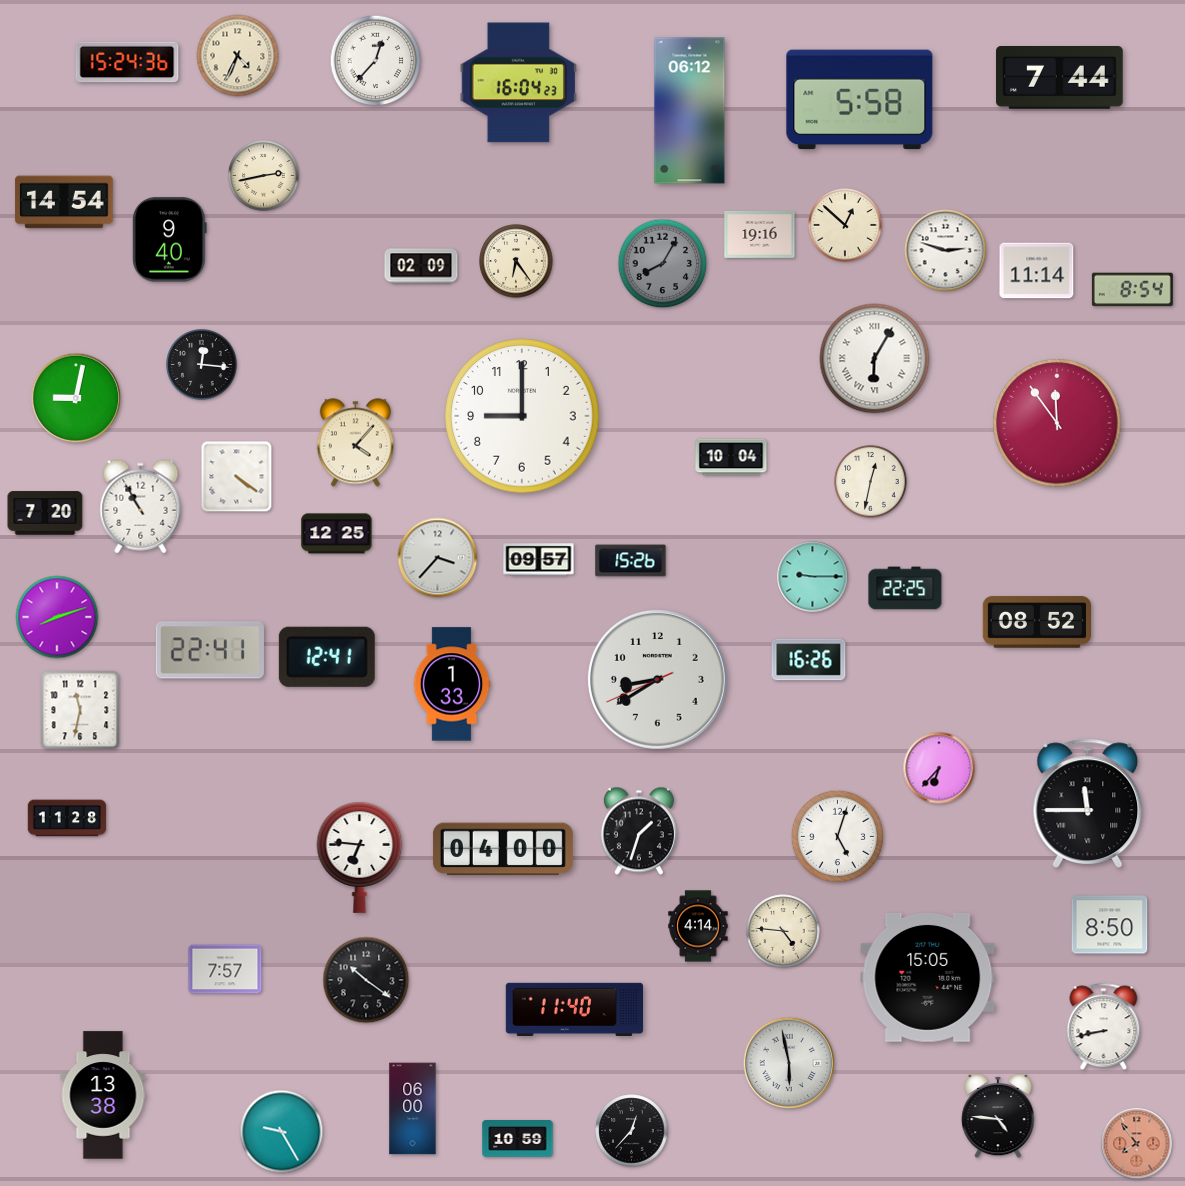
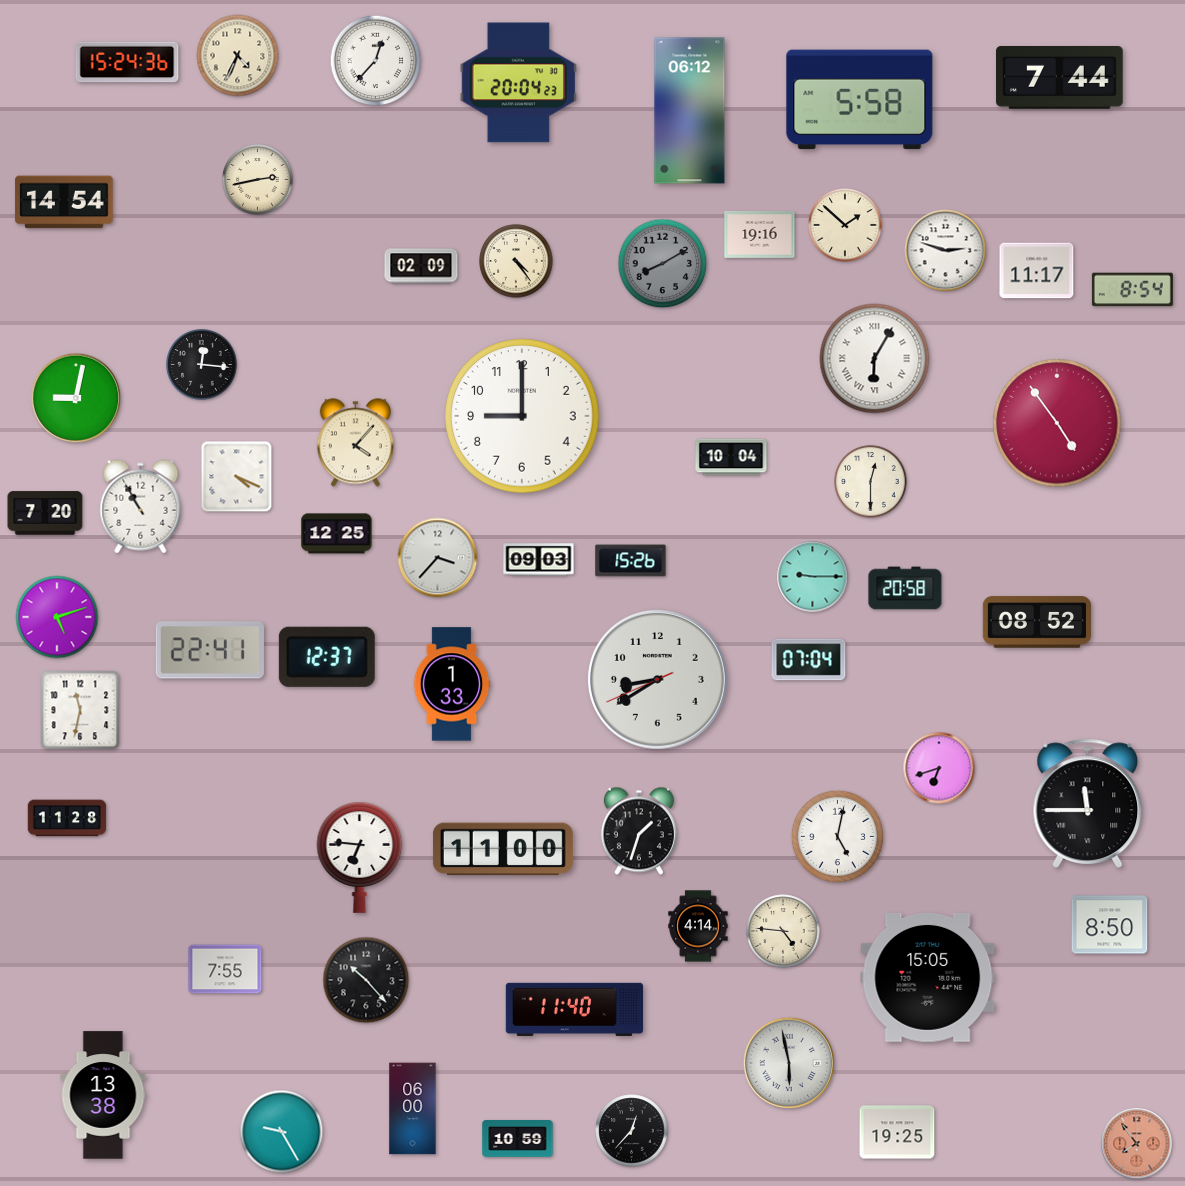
clock at (519, 83): 16:04 -> 20:04
clock at (264, 176) position: (264, 176) -> (258, 180)
clock at (845, 225): 12:52 -> 1:52
clock at (170, 240): 9:40 -> none
clock at (516, 261): 6:24 -> 4:24
clock at (663, 264): 8:05 -> 8:10
clock at (1037, 271): 11:14 -> 11:17
clock at (1057, 423): 11:54 -> 4:54
clock at (237, 477): 4:21 -> 4:19
clock at (871, 482): 12:32 -> 12:30
clock at (539, 560): 09:57 -> 09:03
clock at (905, 588): 22:25 -> 20:58
clock at (57, 617): 8:12 -> 5:12
clock at (327, 657): 12:41 -> 12:37
clock at (809, 660): 16:26 -> 07:04
clock at (939, 768): 6:37 -> 6:42
clock at (837, 836): 5:03 -> 5:02
clock at (503, 849): 04:00 -> 11:00
clock at (225, 969): 7:57 -> 7:55
clock at (366, 980): 10:21 -> 10:23
clock at (1104, 1027): 8:43 -> none
clock at (998, 1116): 4:46 -> none
clock at (897, 1132): none -> 19:25
